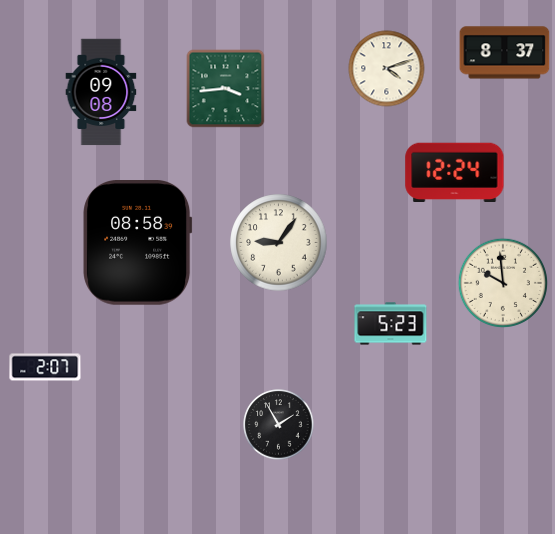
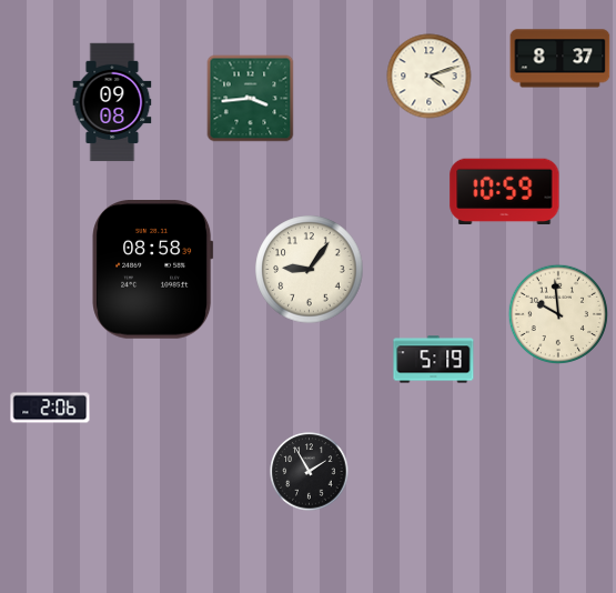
clock at (455, 172): 12:24 -> 10:59
clock at (391, 324): 5:23 -> 5:19
clock at (45, 367): 2:07 -> 2:06
